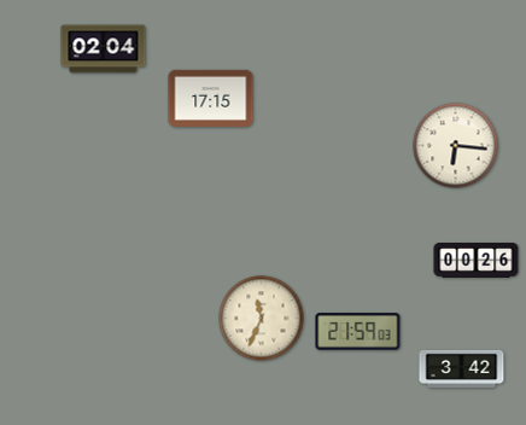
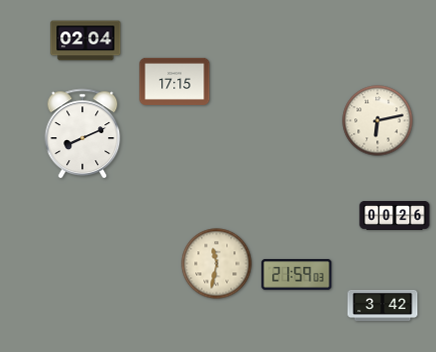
clock at (456, 146): 6:16 -> 6:13
clock at (83, 133): none -> 8:11
clock at (262, 319): 11:34 -> 11:32
